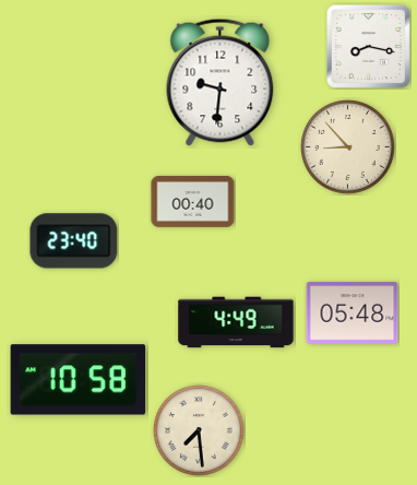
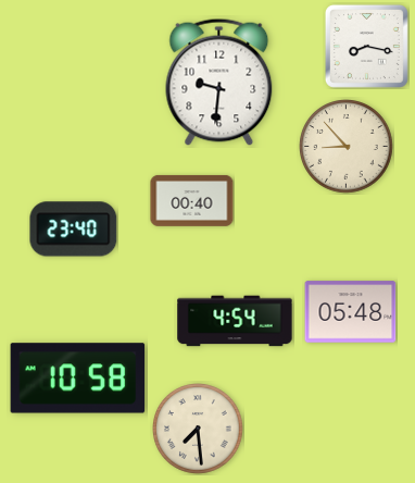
clock at (74, 241) position: (74, 241) -> (74, 230)
clock at (236, 322): 4:49 -> 4:54
